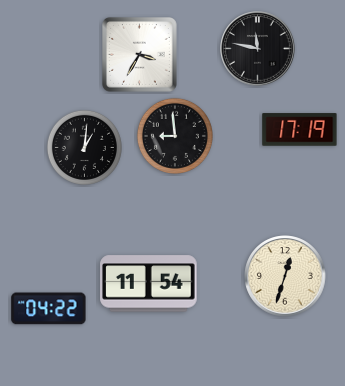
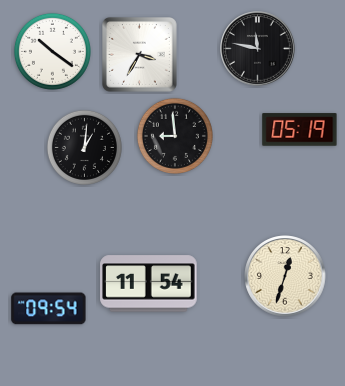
clock at (52, 51): none -> 10:21
clock at (300, 130): 17:19 -> 05:19
clock at (49, 309): 04:22 -> 09:54
